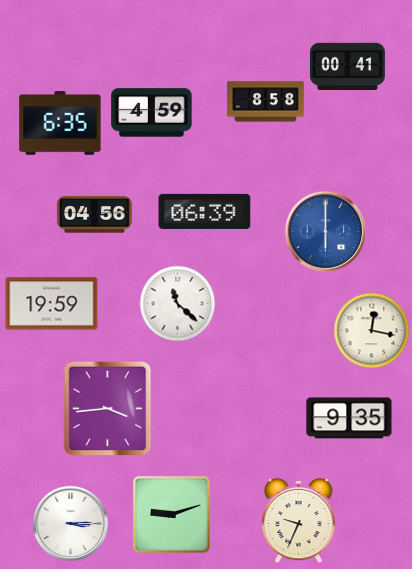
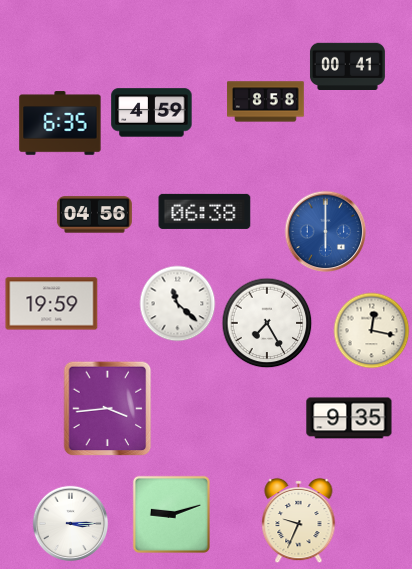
clock at (205, 211): 06:39 -> 06:38
clock at (267, 323): none -> 7:25
